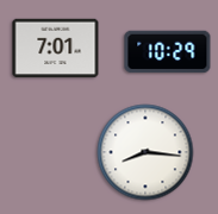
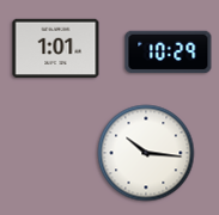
clock at (56, 49): 7:01 -> 1:01
clock at (145, 152): 8:16 -> 10:16
